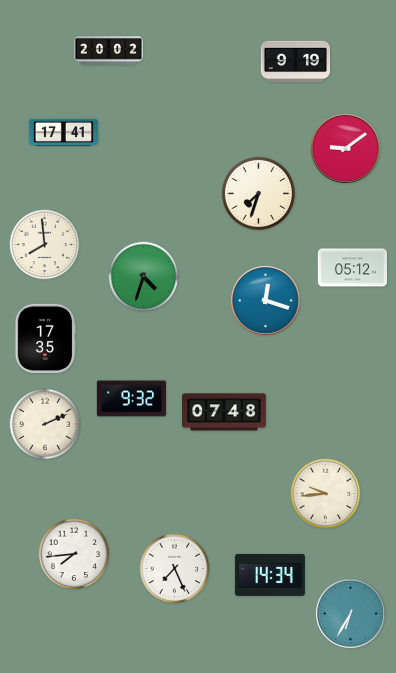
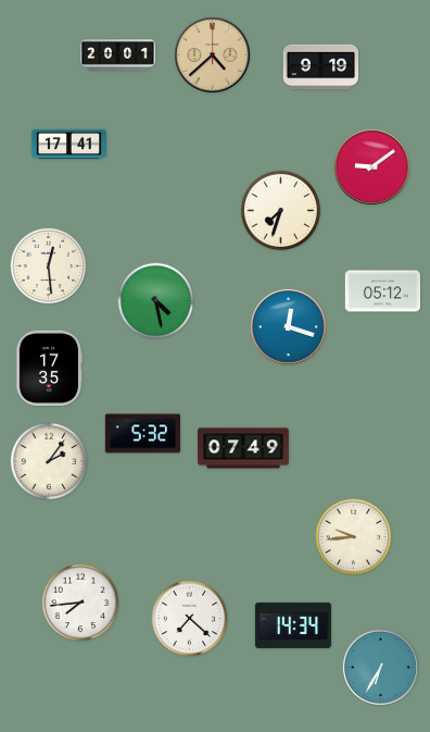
clock at (212, 54): none -> 4:38
clock at (109, 51): 20:02 -> 20:01
clock at (345, 148) position: (345, 148) -> (371, 166)
clock at (45, 245): 7:59 -> 12:29
clock at (144, 277): 4:33 -> 4:28
clock at (131, 399): 9:32 -> 5:32
clock at (225, 412): 07:48 -> 07:49
clock at (45, 424): 2:11 -> 2:06
clock at (175, 569): 7:26 -> 7:22
